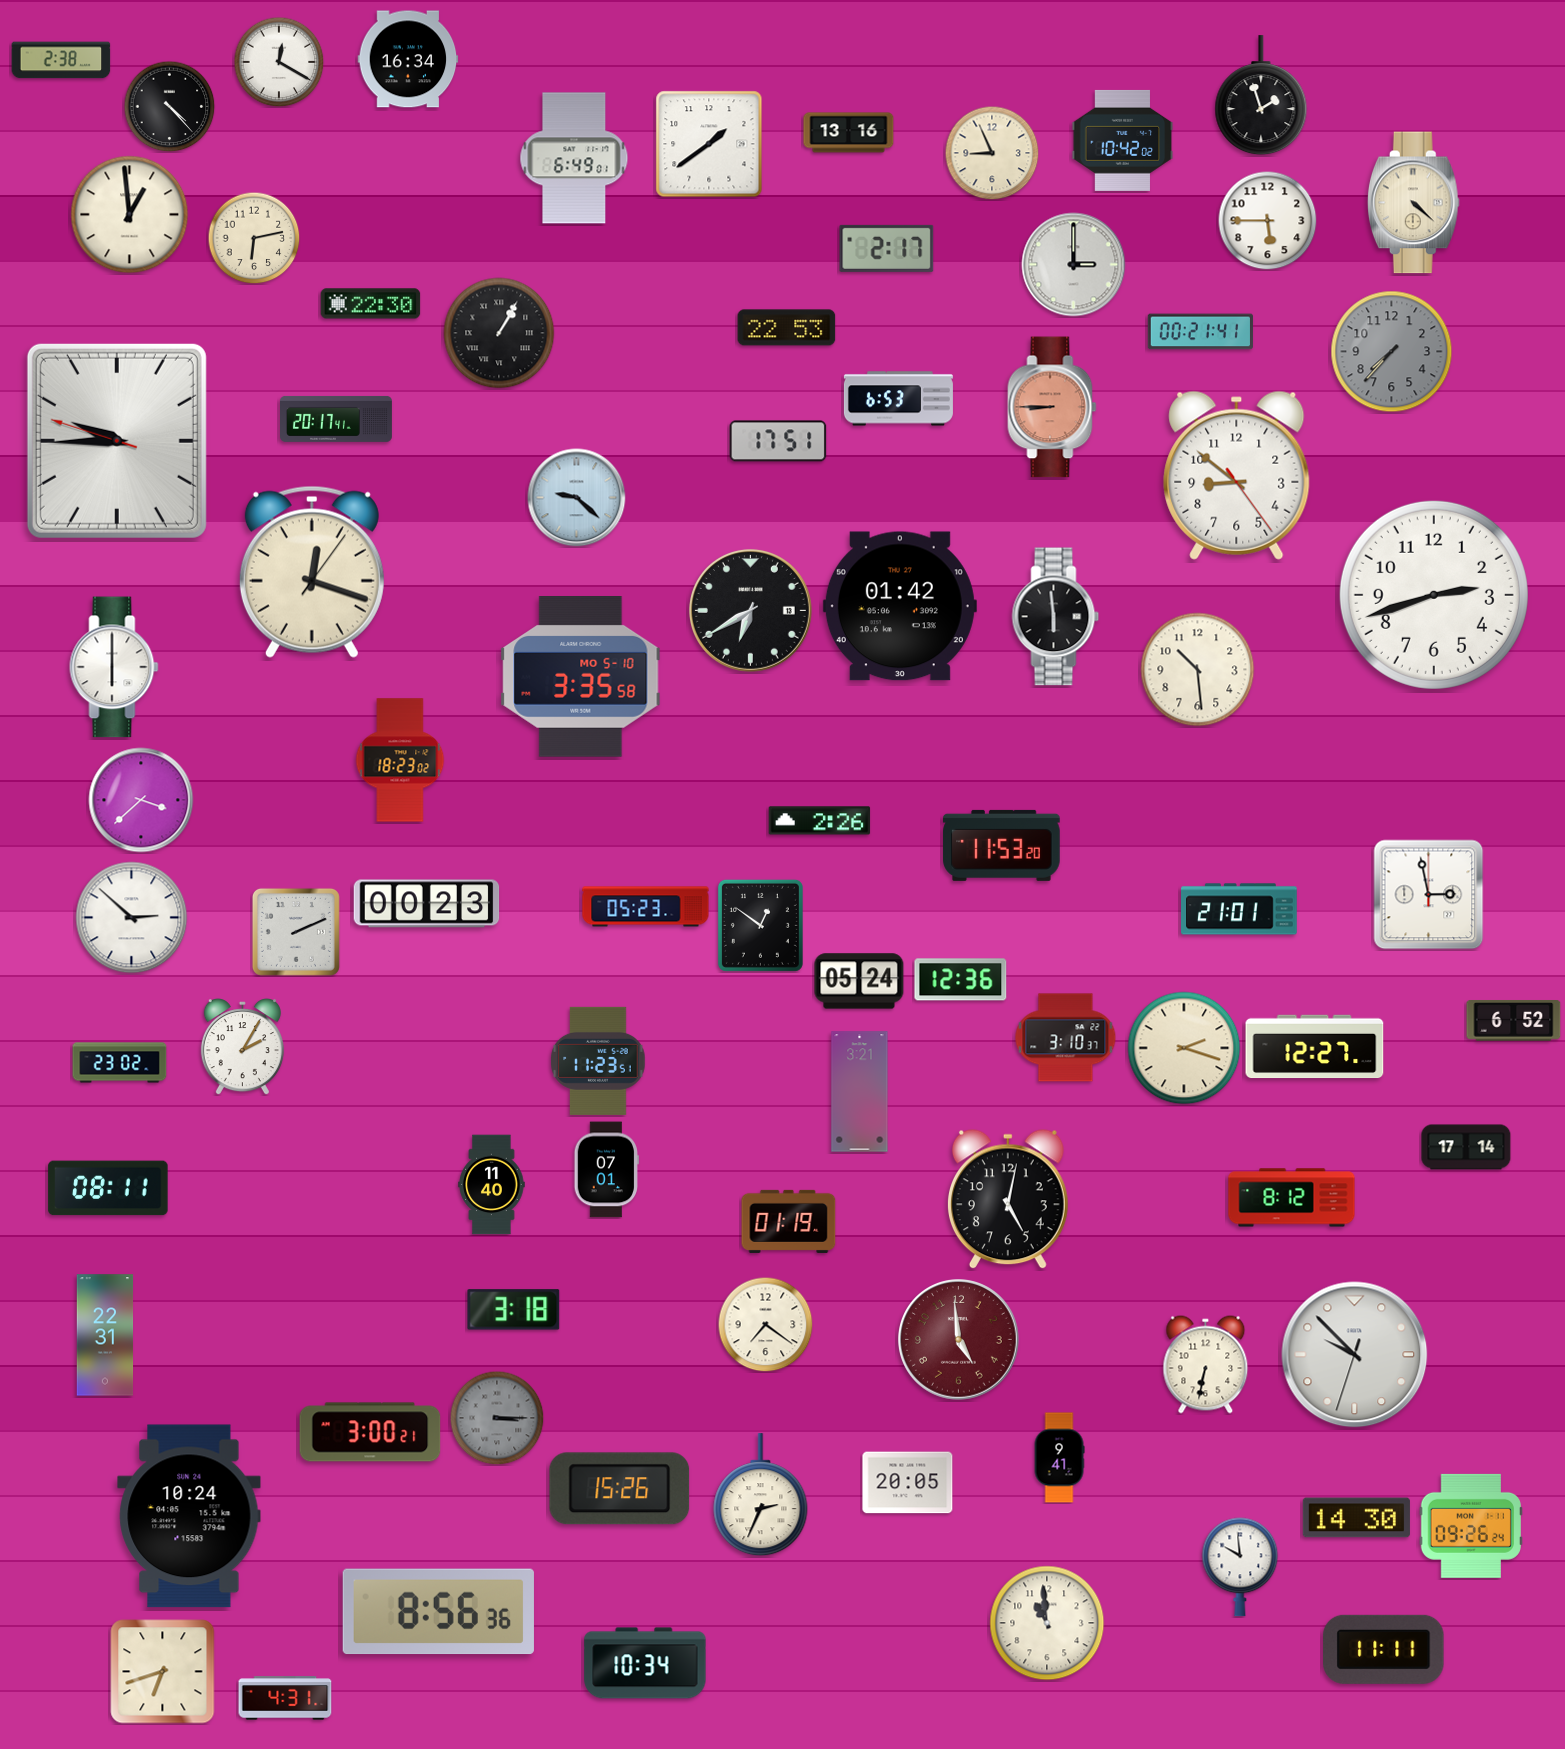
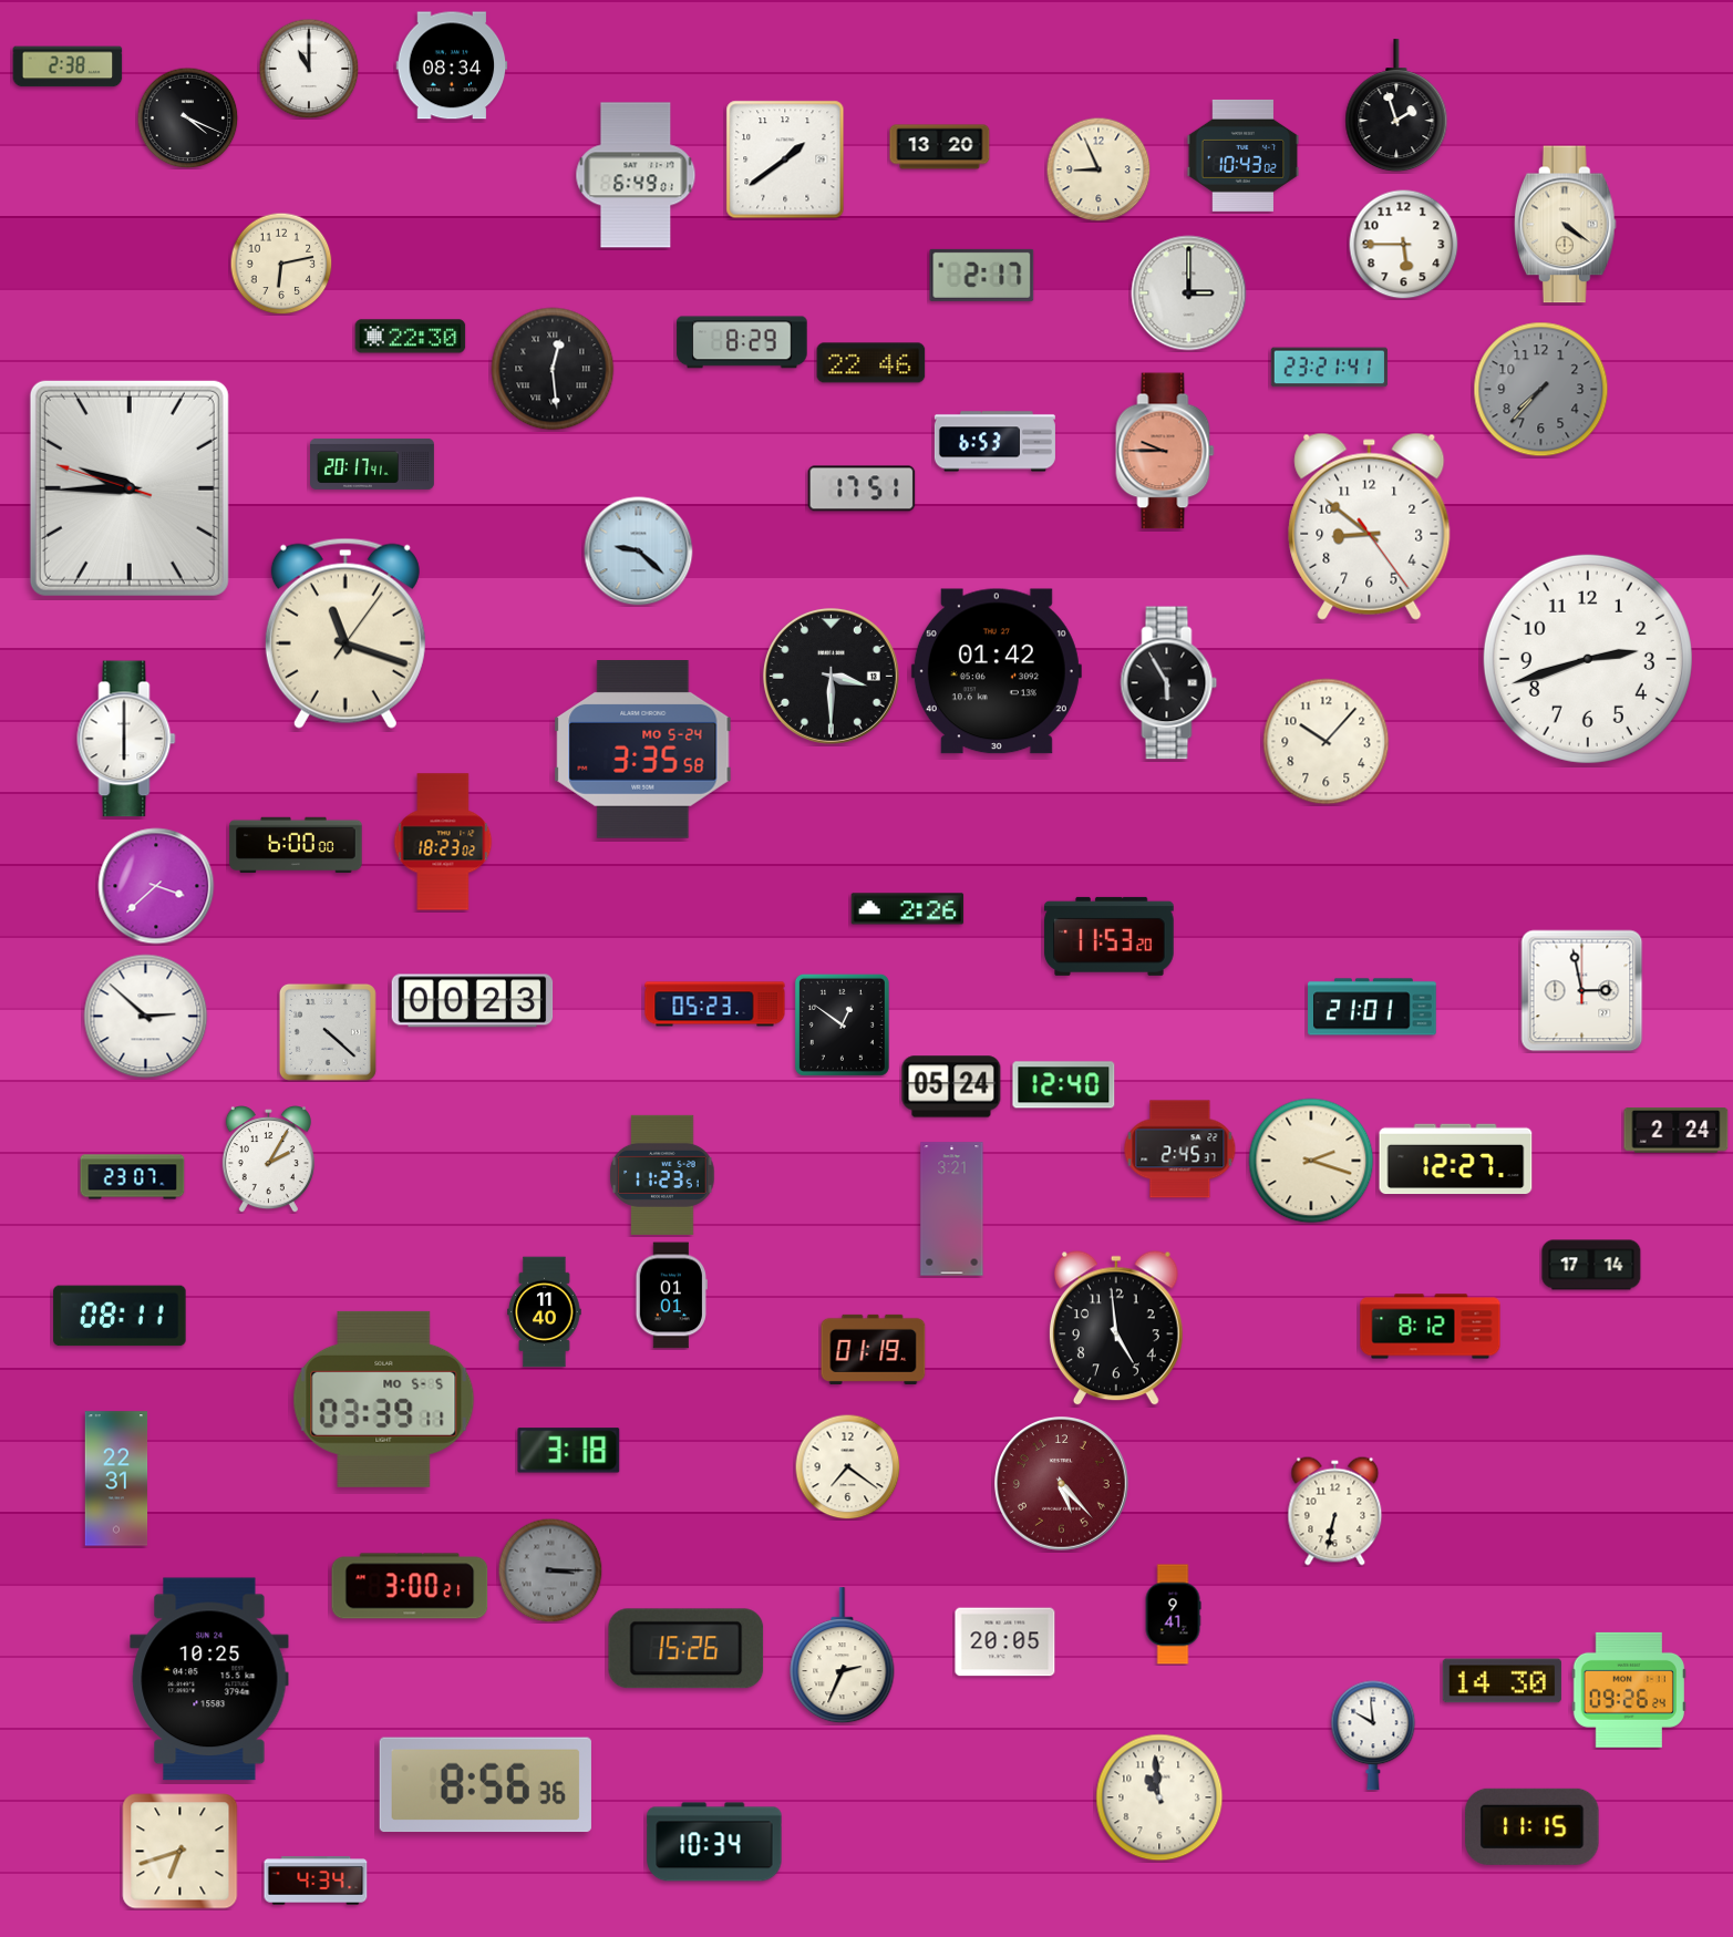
clock at (408, 59): 16:34 -> 08:34
clock at (279, 62): 12:20 -> 11:00
clock at (169, 106): 4:23 -> 4:19
clock at (849, 133): 13:16 -> 13:20
clock at (1123, 140): 10:42 -> 10:43
clock at (1413, 203): 4:22 -> 4:21
clock at (130, 215): 12:59 -> none
clock at (742, 342): none -> 8:29
clock at (787, 328): 22:53 -> 22:46
clock at (1200, 332): 00:21 -> 23:21
clock at (499, 333): 1:05 -> 12:29
clock at (1052, 407): 8:45 -> 9:45
clock at (312, 572): 12:18 -> 11:18
clock at (750, 610): 6:40 -> 3:30
clock at (1056, 617): 5:59 -> 5:55
clock at (1198, 670): 10:29 -> 10:07
clock at (581, 677) date: MO 5-10 -> MO 5-24
clock at (296, 845): none -> 6:00
clock at (296, 932): 2:11 -> 4:22
clock at (961, 980): 12:36 -> 12:40
clock at (1514, 1021): 6:52 -> 2:24
clock at (1066, 1038): 3:10 -> 2:45
clock at (120, 1063): 23:02 -> 23:07
clock at (1466, 1147) position: (1466, 1147) -> (1591, 1265)
clock at (606, 1170): 07:01 -> 01:01
clock at (1008, 1200): 5:02 -> 4:59
clock at (789, 1221) position: (789, 1221) -> (874, 1349)
clock at (384, 1399): none -> 03:39
clock at (959, 1340): 4:59 -> 5:23
clock at (1355, 1355): 9:52 -> none
clock at (189, 1516): 10:24 -> 10:25
clock at (1384, 1649): 11:11 -> 11:15
clock at (285, 1698): 4:31 -> 4:34
